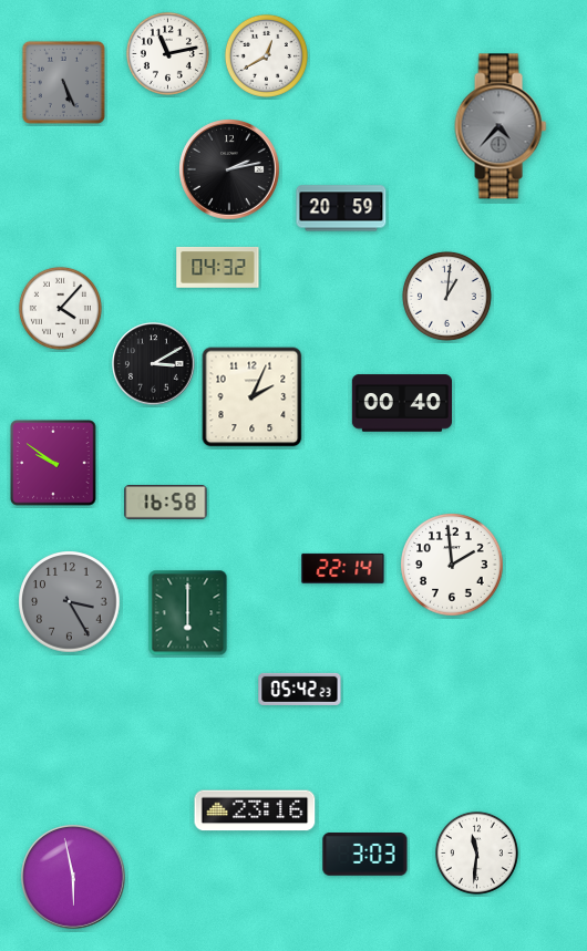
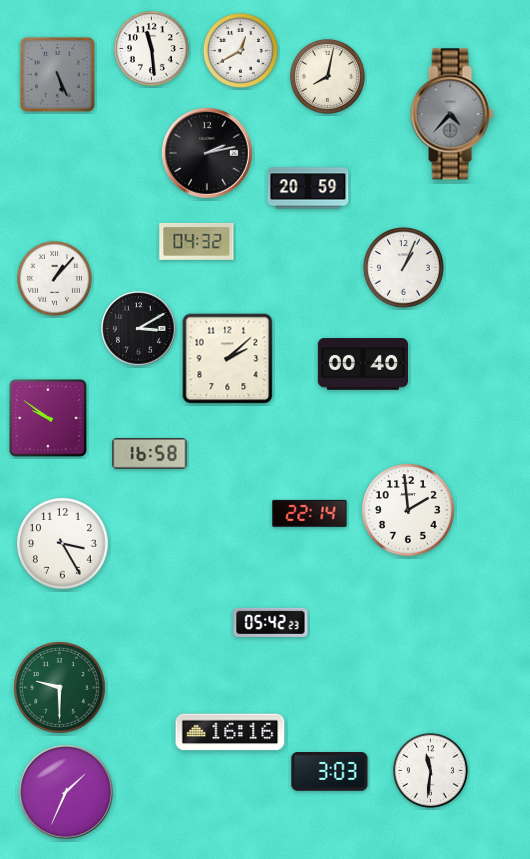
clock at (167, 53): 11:13 -> 11:29
clock at (327, 76): none -> 8:02
clock at (446, 296): 1:01 -> 1:04
clock at (60, 308): 4:07 -> 1:07
clock at (253, 397): 2:04 -> 2:08
clock at (70, 602) dial: grey -> white
clock at (188, 613): 6:00 -> none
clock at (60, 688): none -> 9:30
clock at (255, 810): 23:16 -> 16:16
clock at (74, 878): 5:58 -> 1:34
